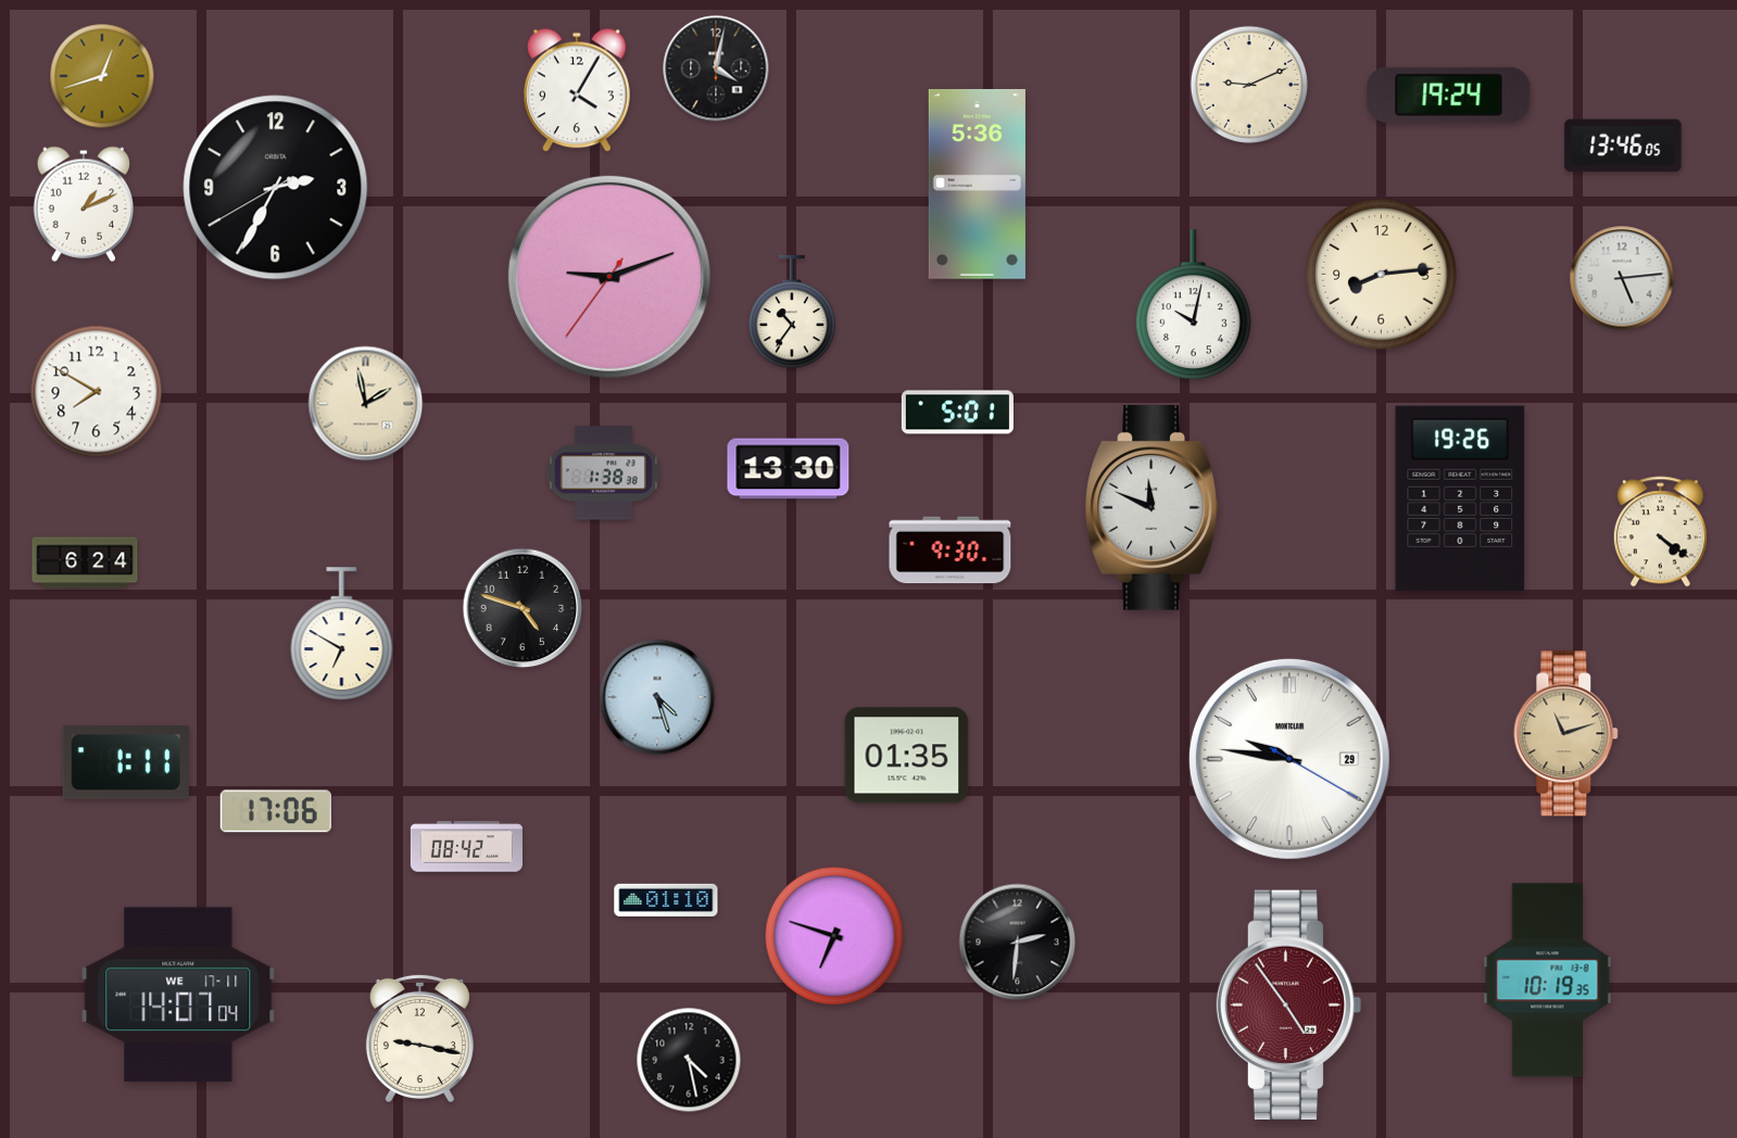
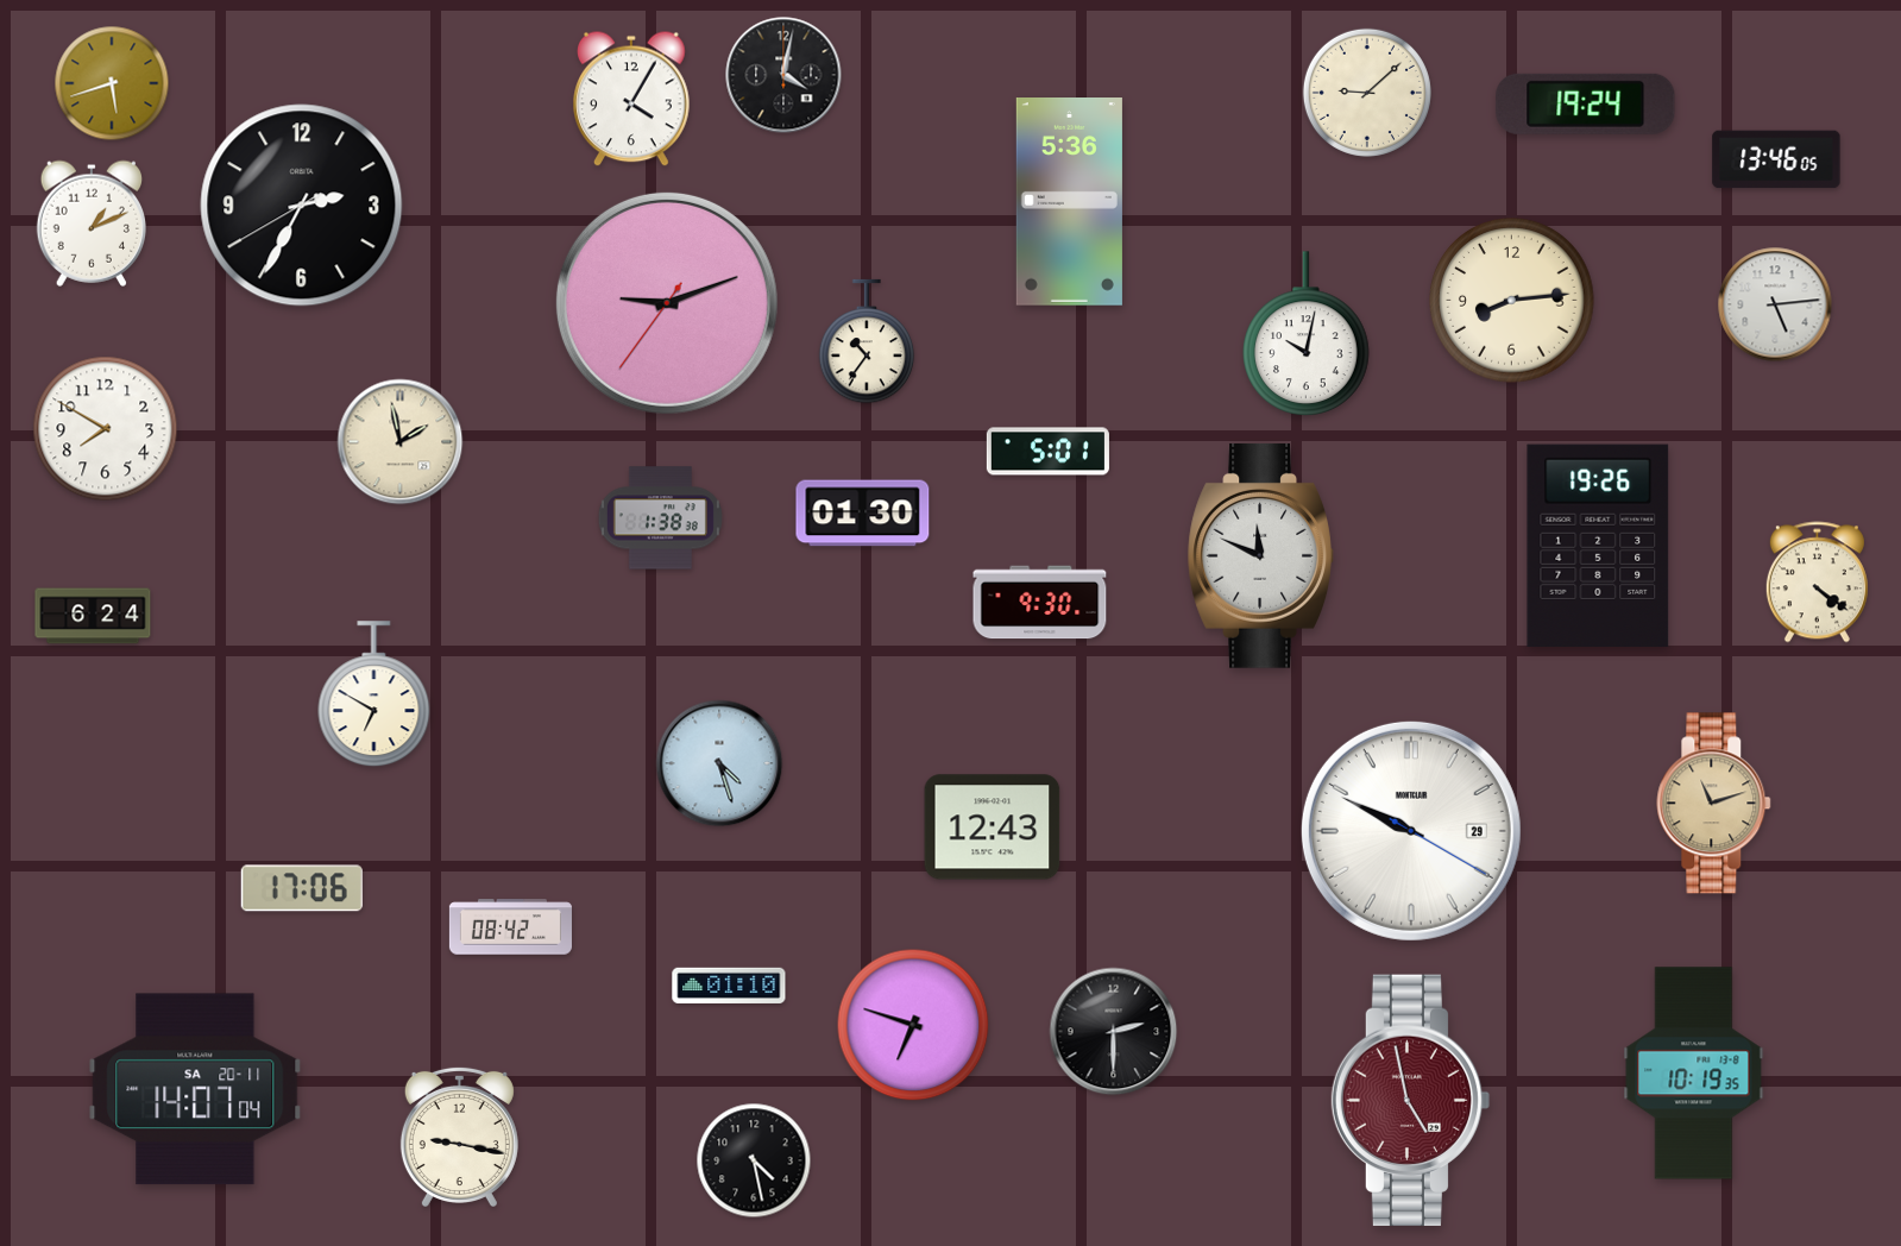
clock at (102, 76): 12:42 -> 5:42
clock at (1249, 85): 9:11 -> 9:08
clock at (789, 469): 13:30 -> 01:30
clock at (523, 608): 4:48 -> none
clock at (907, 756): 01:35 -> 12:43
clock at (1289, 759): 9:46 -> 9:49
clock at (126, 762): 1:11 -> none
clock at (1018, 943): 2:31 -> 2:30
clock at (178, 995) date: WE 17-11 -> SA 20-11
clock at (1289, 1004): 4:54 -> 4:58
